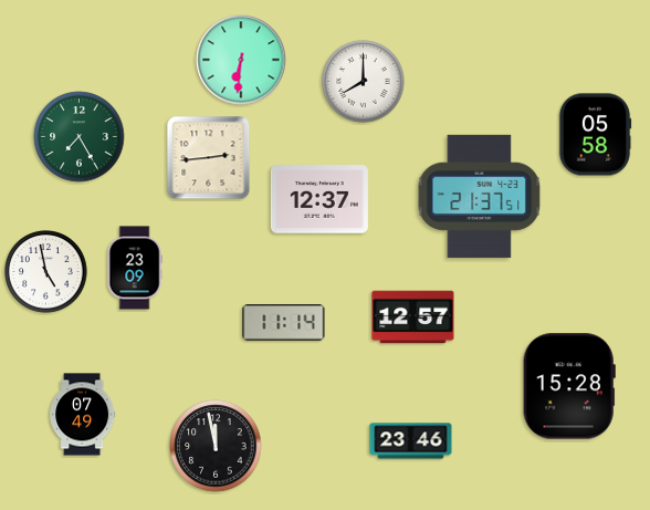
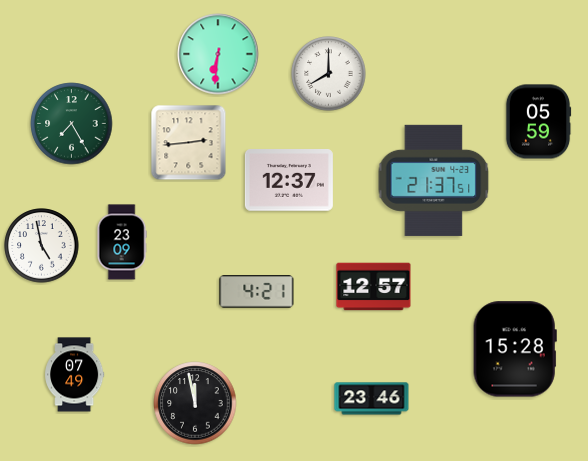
clock at (595, 135): 05:58 -> 05:59
clock at (480, 196) position: (480, 196) -> (434, 180)
clock at (284, 323): 11:14 -> 4:21
